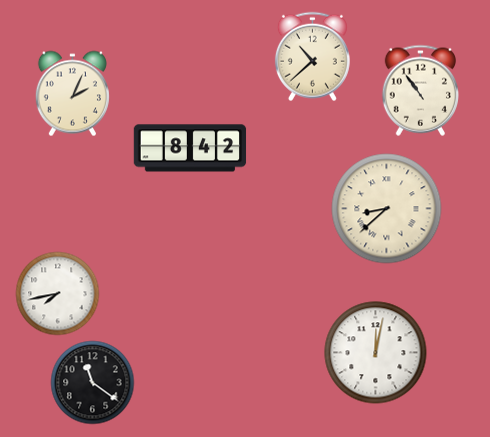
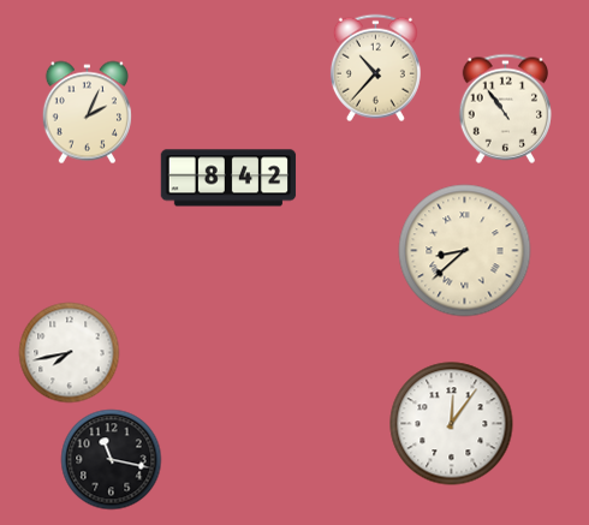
clock at (312, 57): 10:38 -> 10:37
clock at (376, 353): 12:02 -> 12:06
clock at (93, 383): 11:21 -> 11:17
